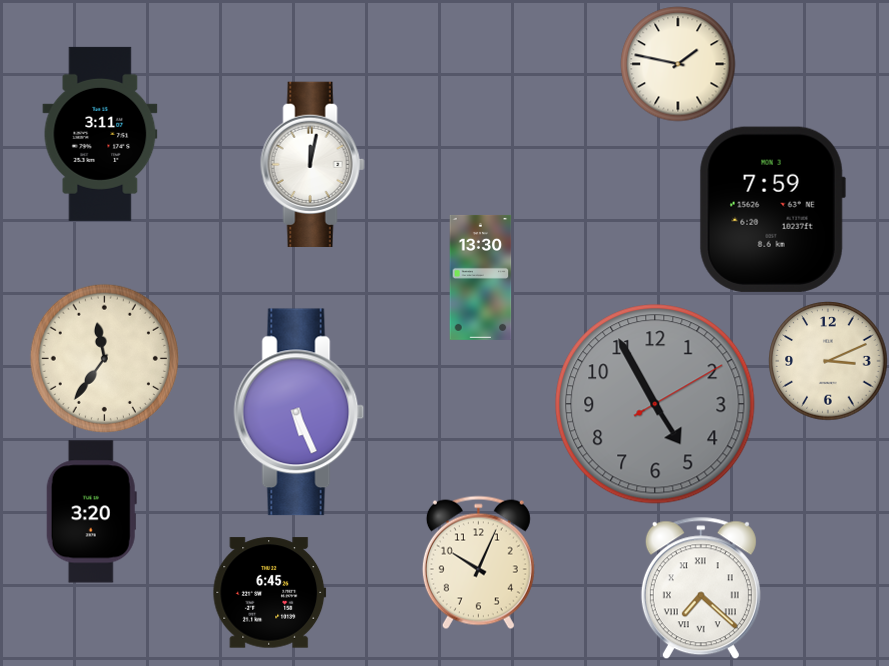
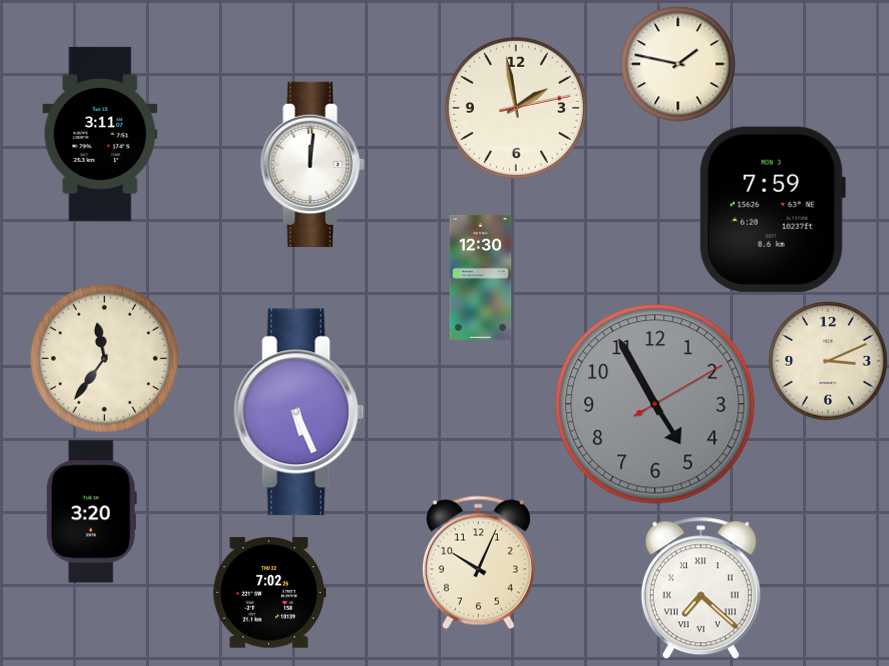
clock at (516, 108): none -> 1:58
clock at (312, 164): 12:02 -> 12:01
clock at (481, 277): 13:30 -> 12:30
clock at (270, 593): 6:45 -> 7:02
